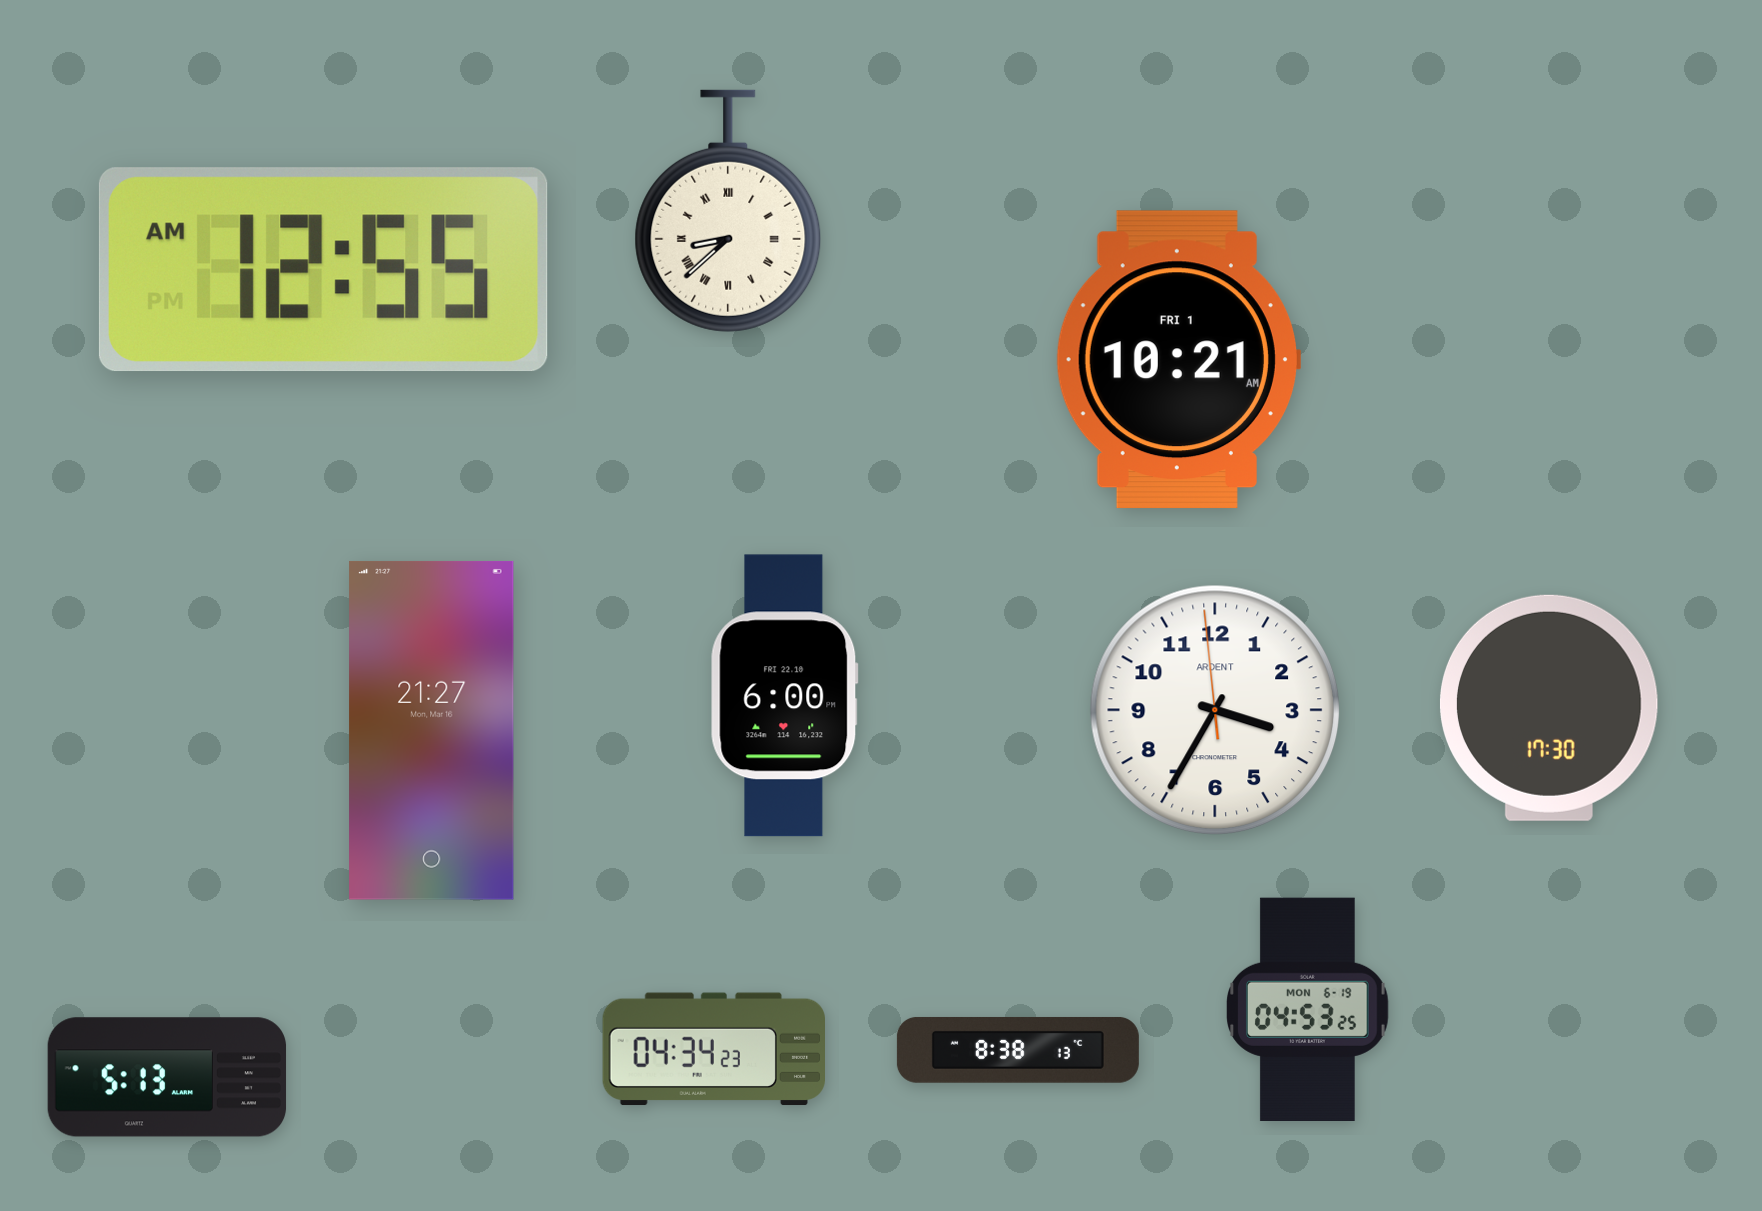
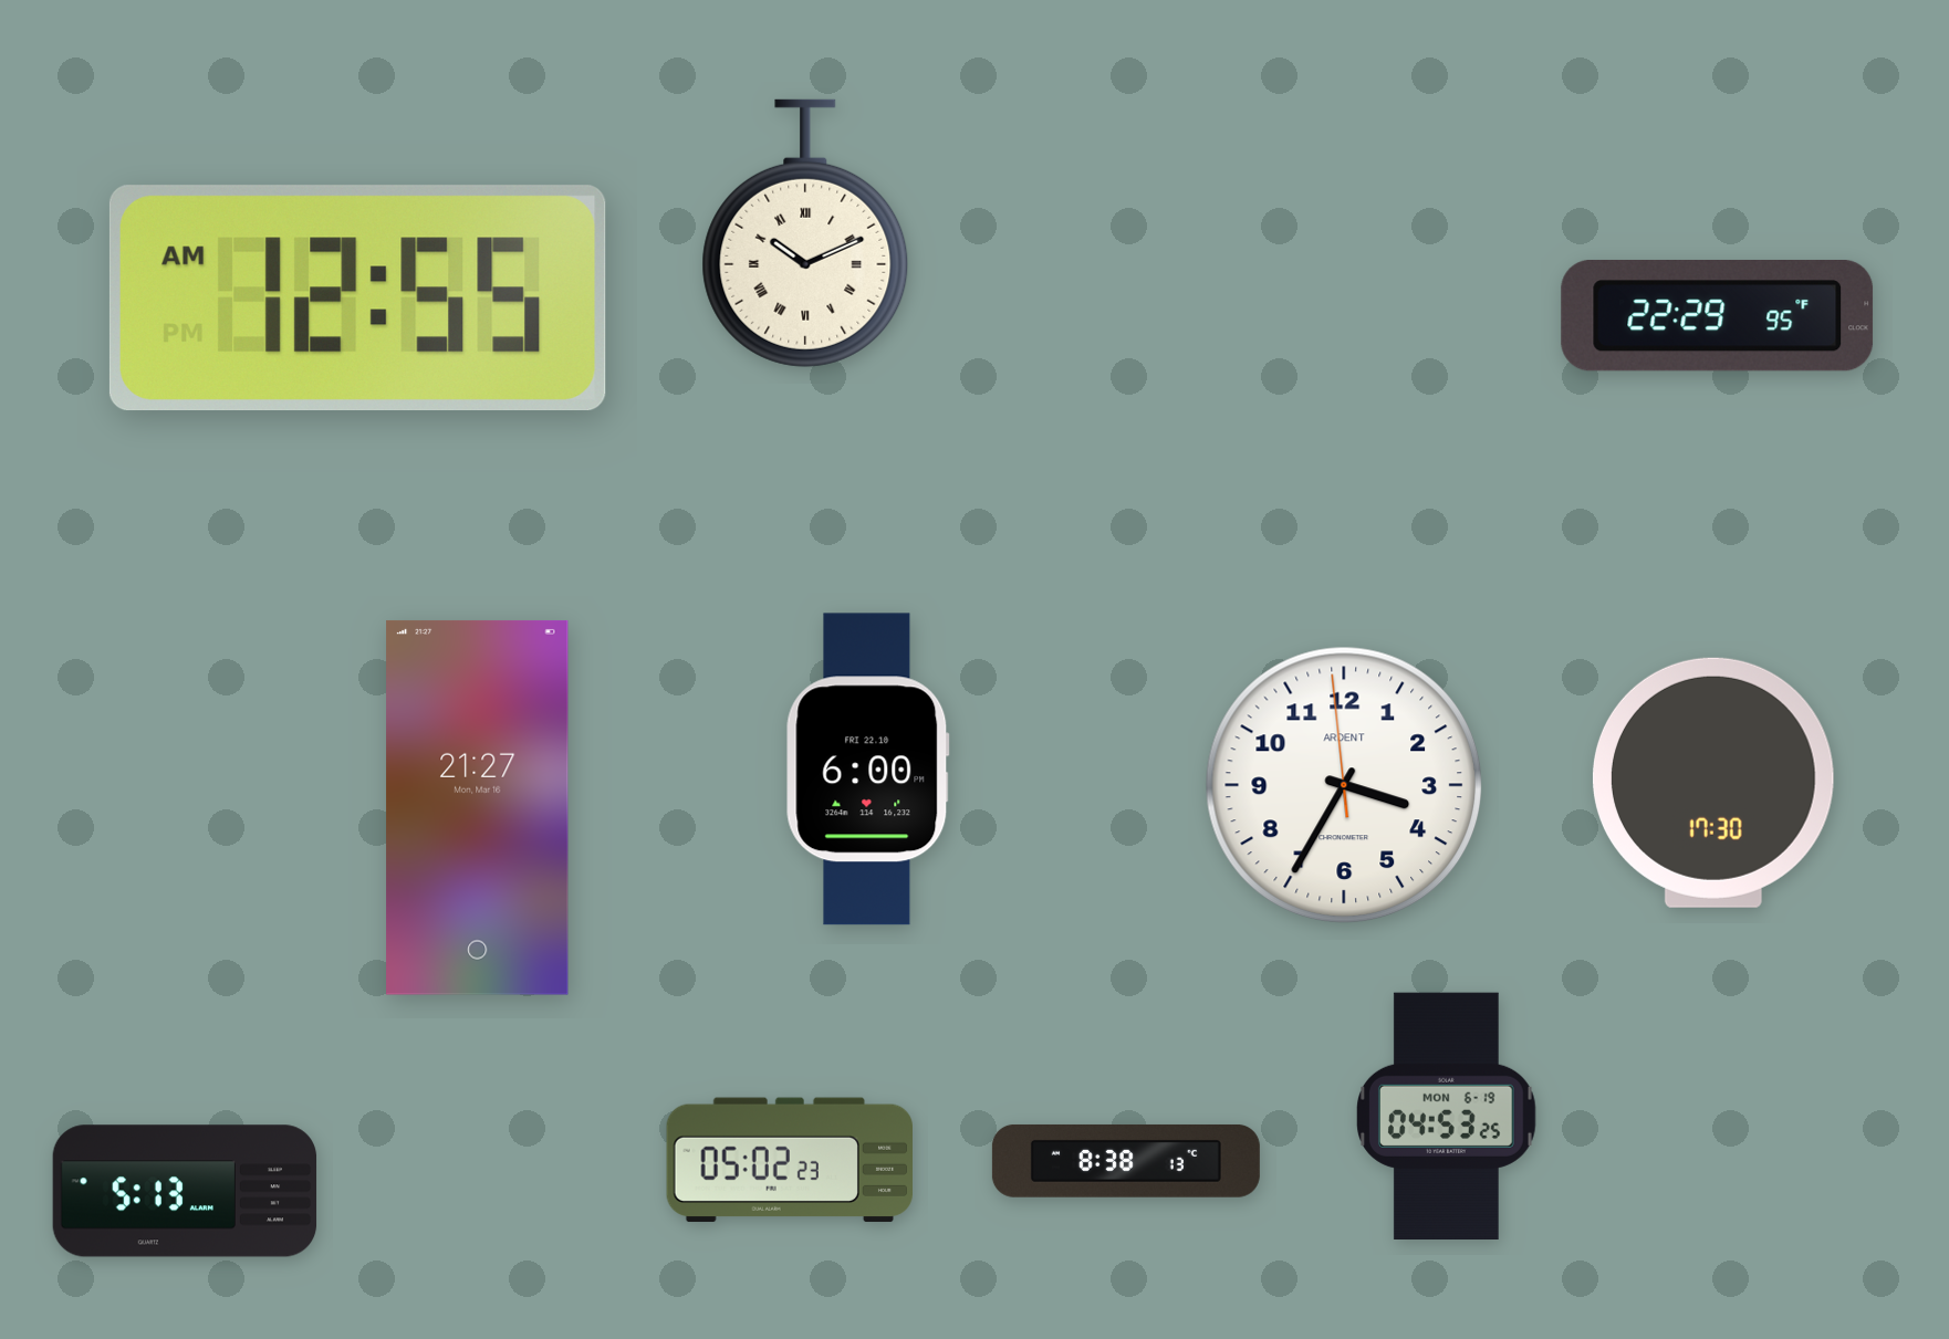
clock at (728, 211): 8:38 -> 10:11
clock at (1718, 316): none -> 22:29
clock at (1178, 360): 10:21 -> none
clock at (713, 1049): 04:34 -> 05:02
